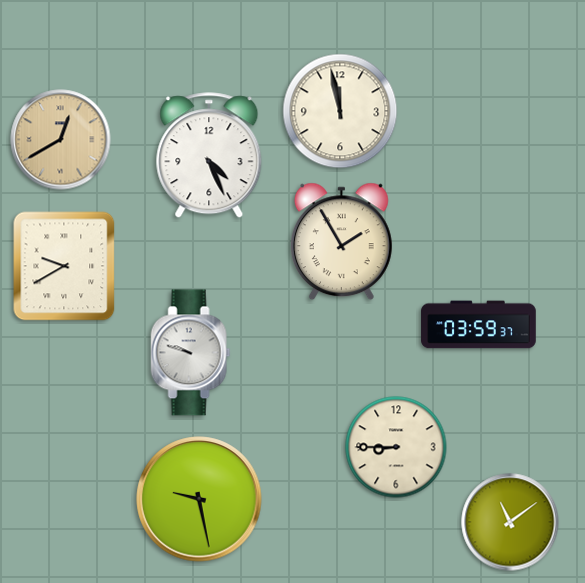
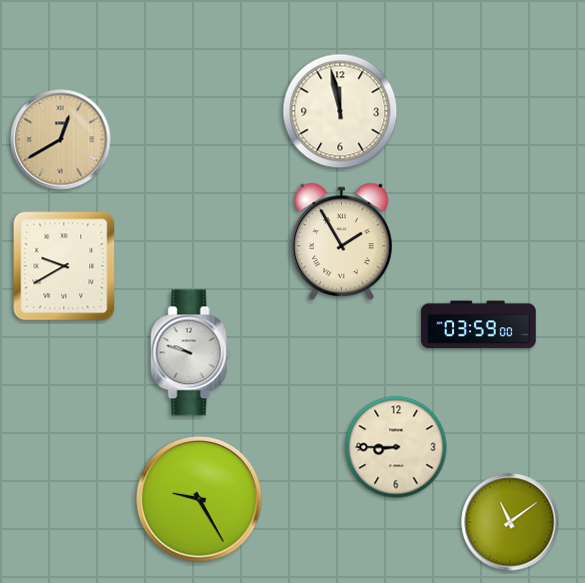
clock at (209, 156): 4:26 -> none
clock at (479, 325): 03:59:37 -> 03:59:00
clock at (199, 499): 9:28 -> 9:25
